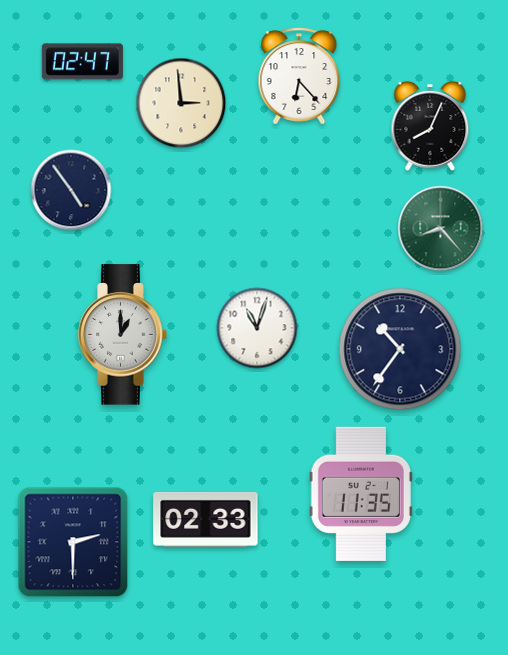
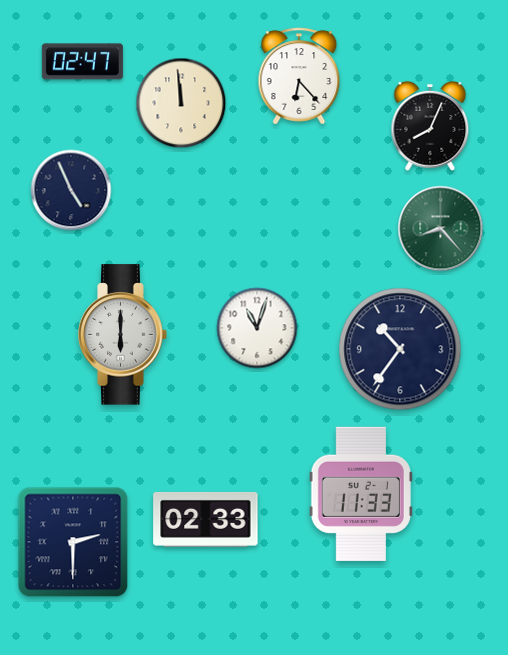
clock at (181, 103): 2:59 -> 11:59
clock at (71, 190): 4:54 -> 4:56
clock at (123, 335): 1:00 -> 6:00
clock at (361, 494): 11:35 -> 11:33
